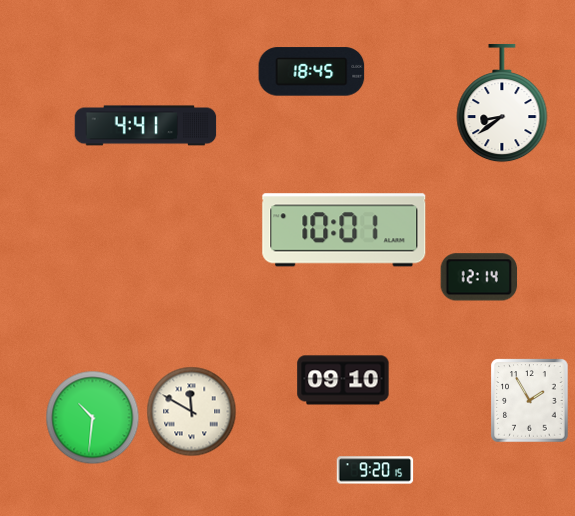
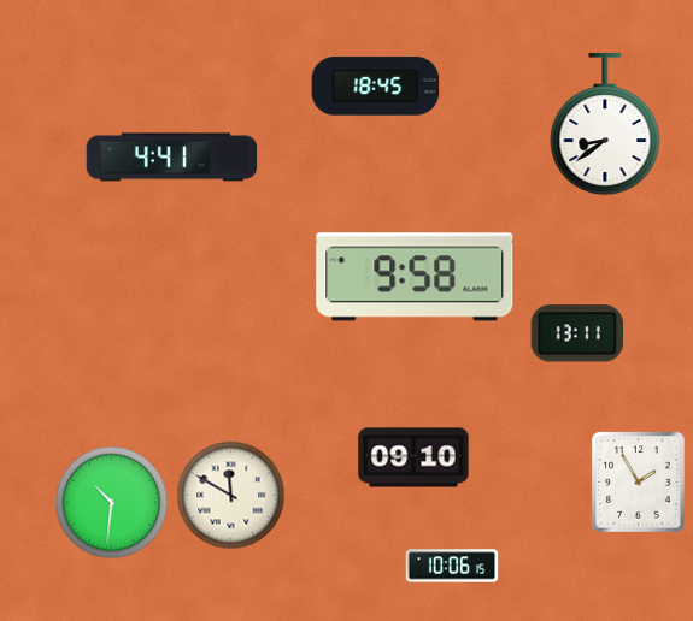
clock at (146, 126) position: (146, 126) -> (172, 158)
clock at (344, 230): 10:01 -> 9:58
clock at (479, 277): 12:14 -> 13:11
clock at (375, 470): 9:20 -> 10:06
